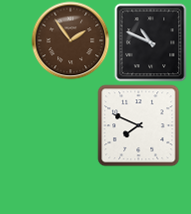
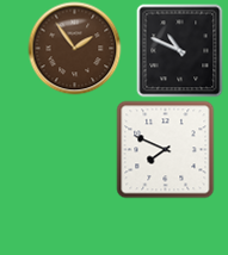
clock at (70, 40) position: (70, 40) -> (74, 48)
